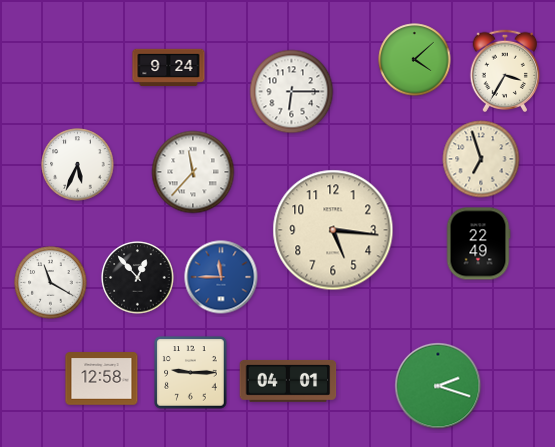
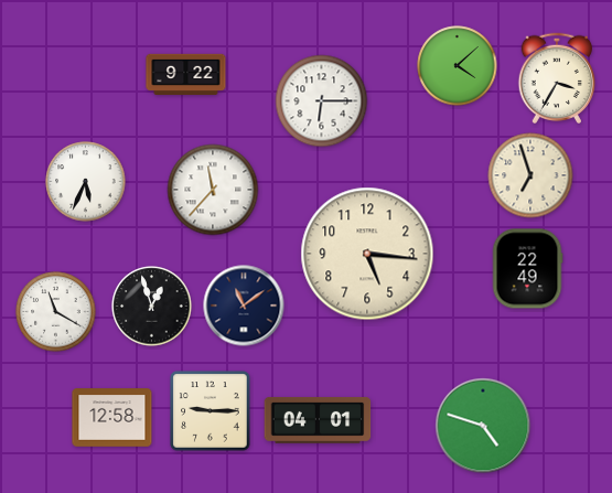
clock at (169, 67): 9:24 -> 9:22
clock at (221, 277): 11:45 -> 11:09
clock at (221, 277) dial: blue -> navy
clock at (138, 278): 12:53 -> 12:57
clock at (438, 386): 2:18 -> 4:48
